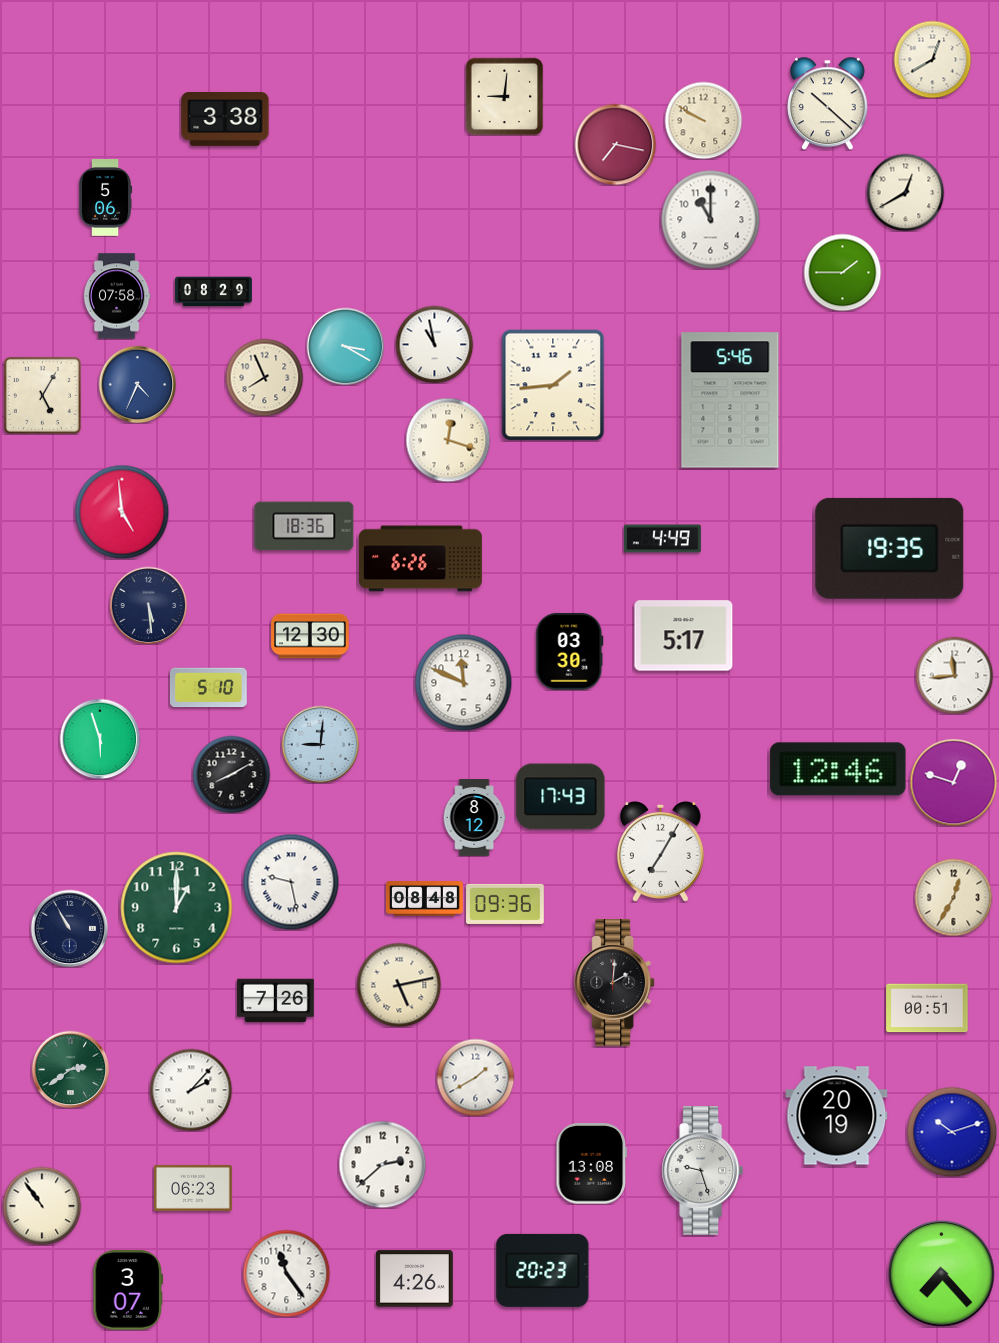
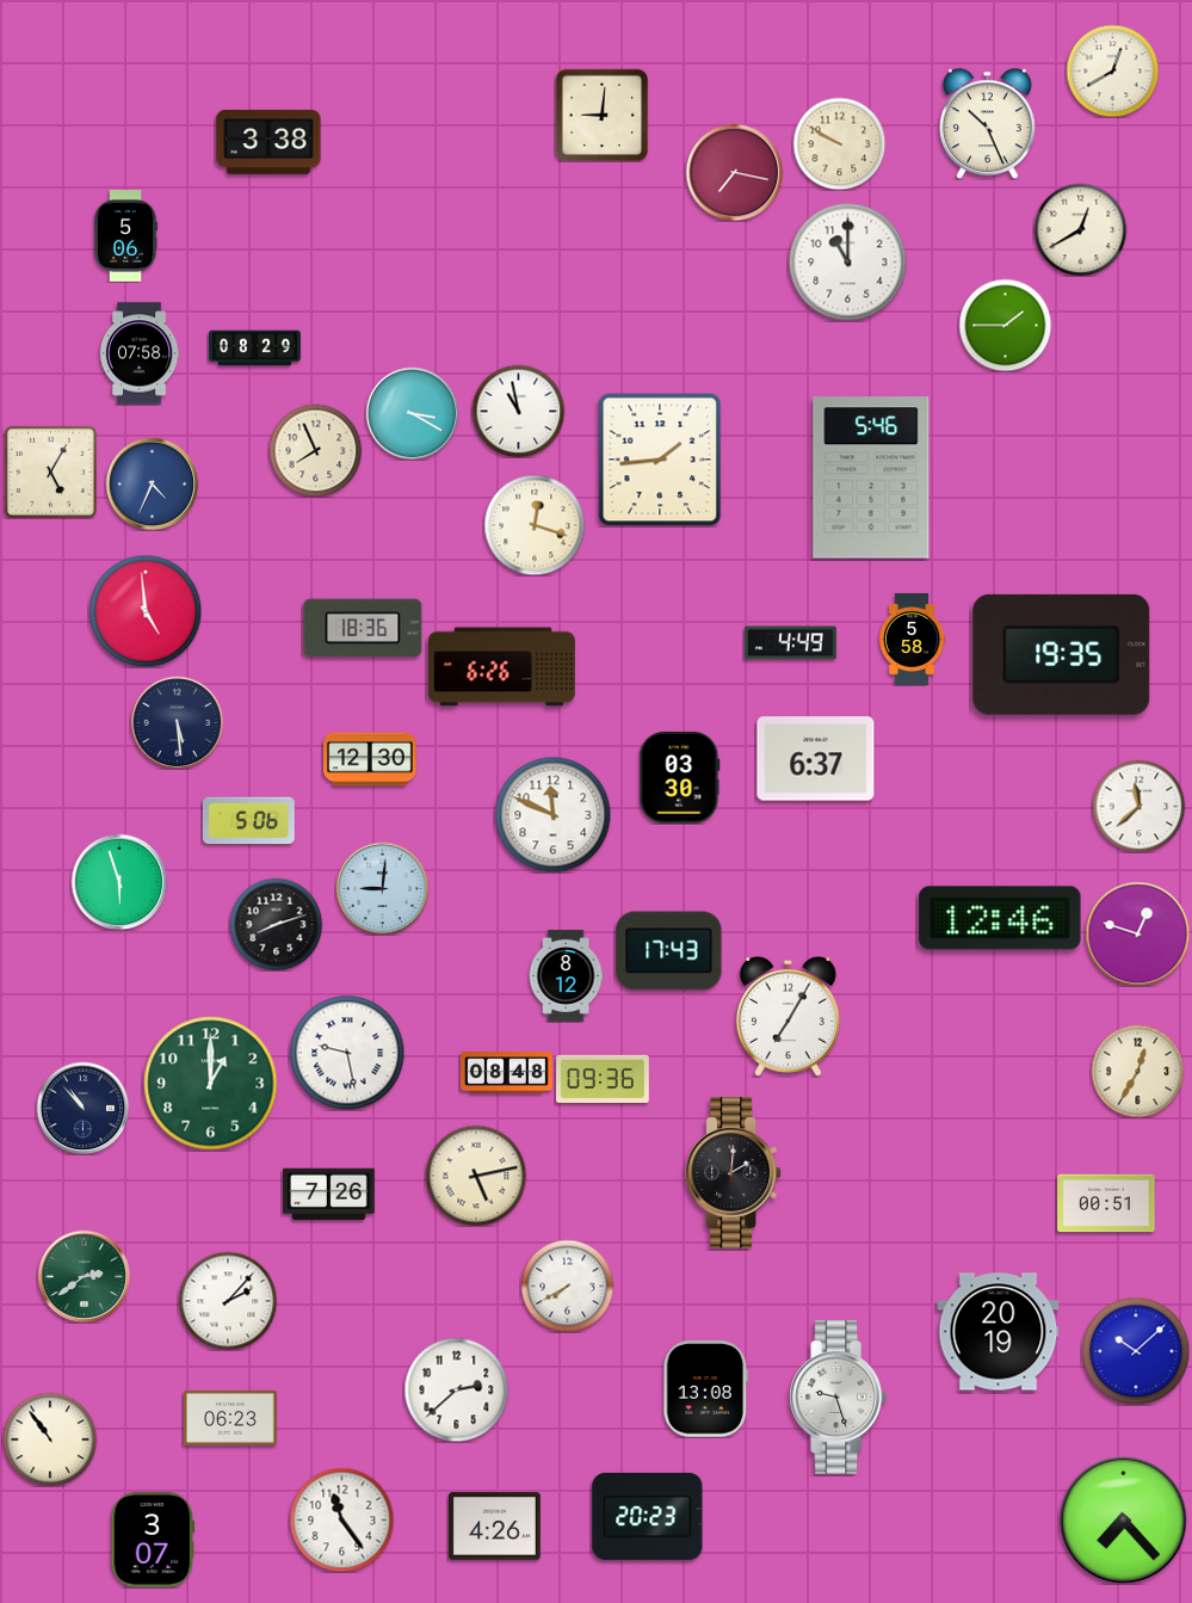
clock at (827, 103): 10:22 -> 10:26
clock at (137, 384) position: (137, 384) -> (152, 483)
clock at (912, 640): none -> 5:58
clock at (684, 636): 5:17 -> 6:37
clock at (954, 675): 11:44 -> 11:38
clock at (208, 688): 5:10 -> 5:06
clock at (231, 774): 8:10 -> 8:12
clock at (69, 928): 10:55 -> 10:53
clock at (475, 1077): 1:40 -> 7:40
clock at (952, 1132): 10:12 -> 10:08
